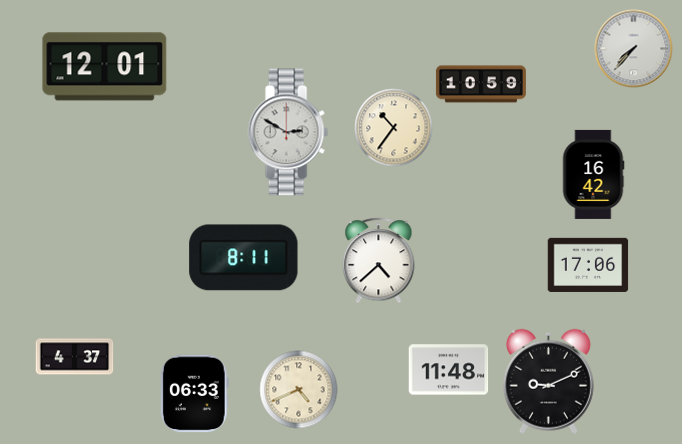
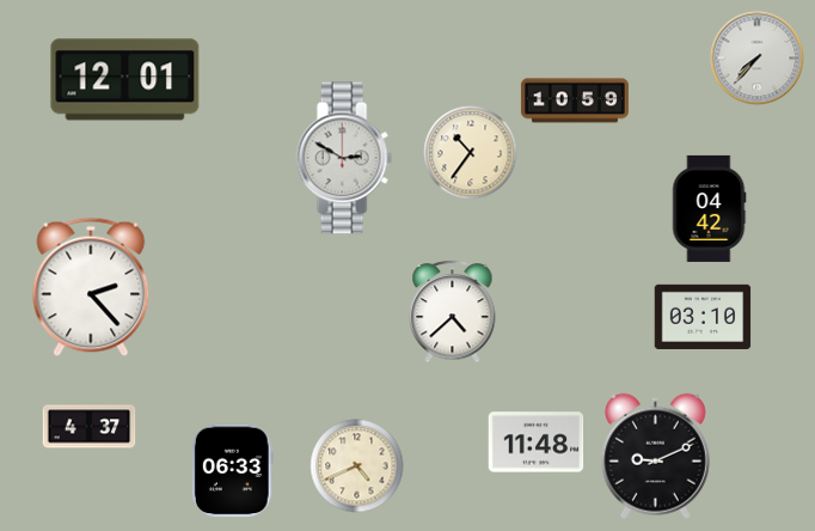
clock at (593, 174): 16:42 -> 04:42
clock at (91, 287): none -> 2:23
clock at (244, 258): 8:11 -> none
clock at (588, 265): 17:06 -> 03:10
